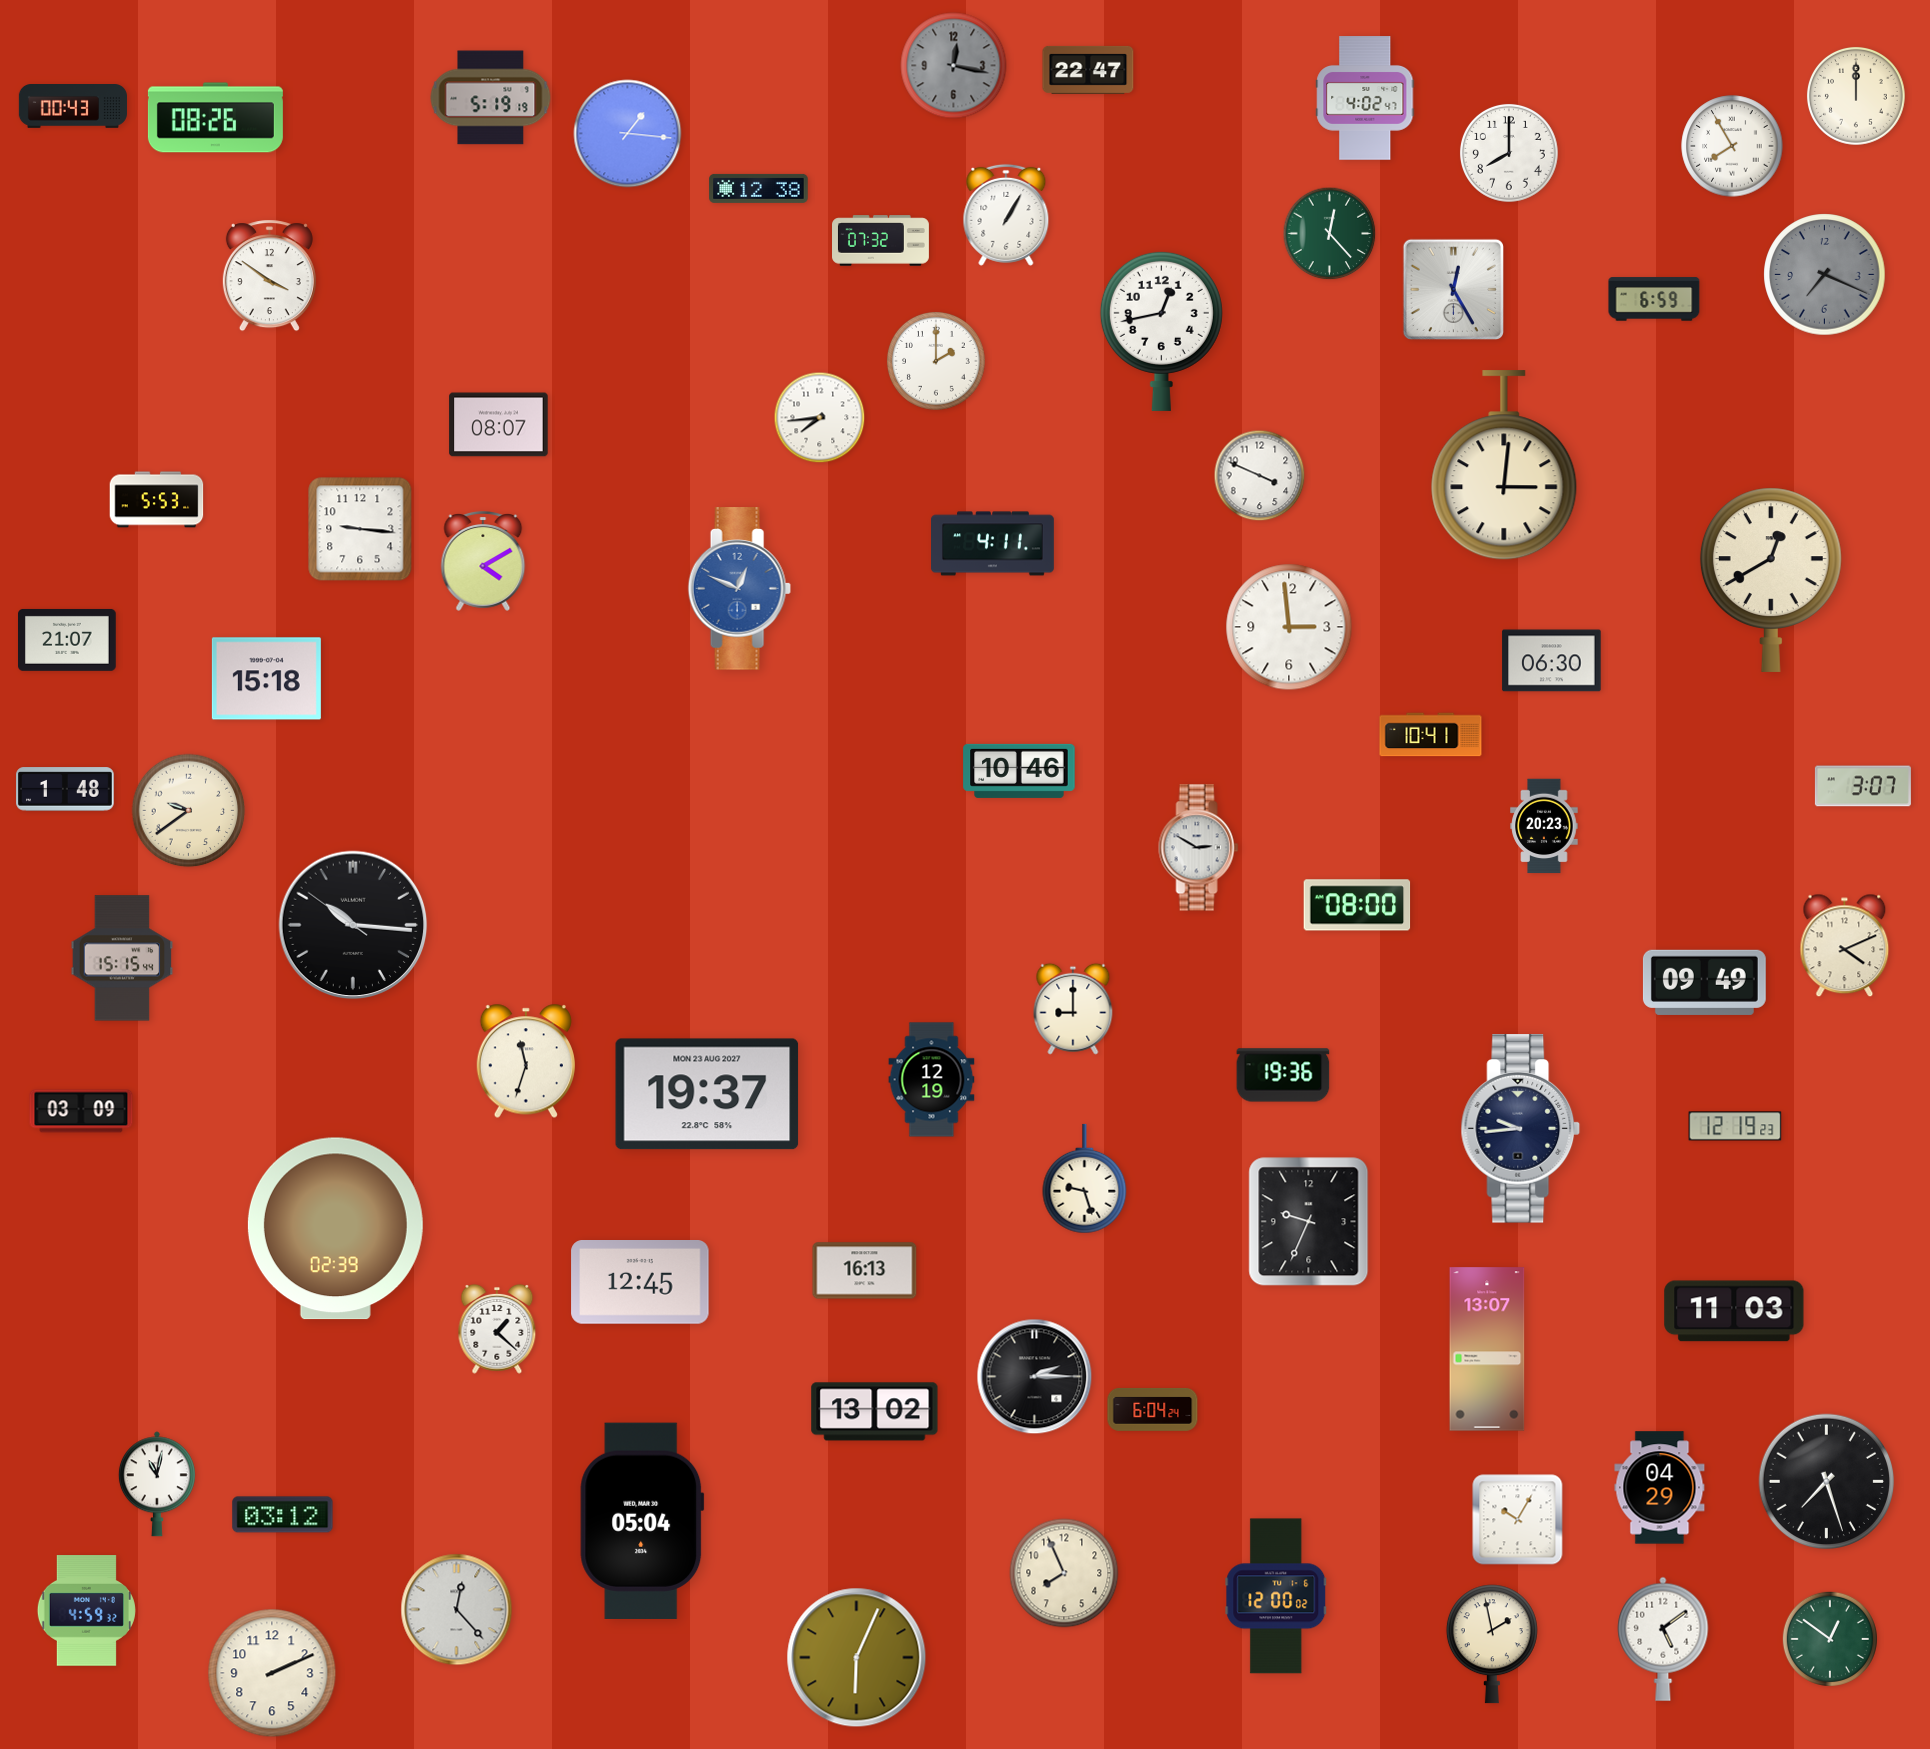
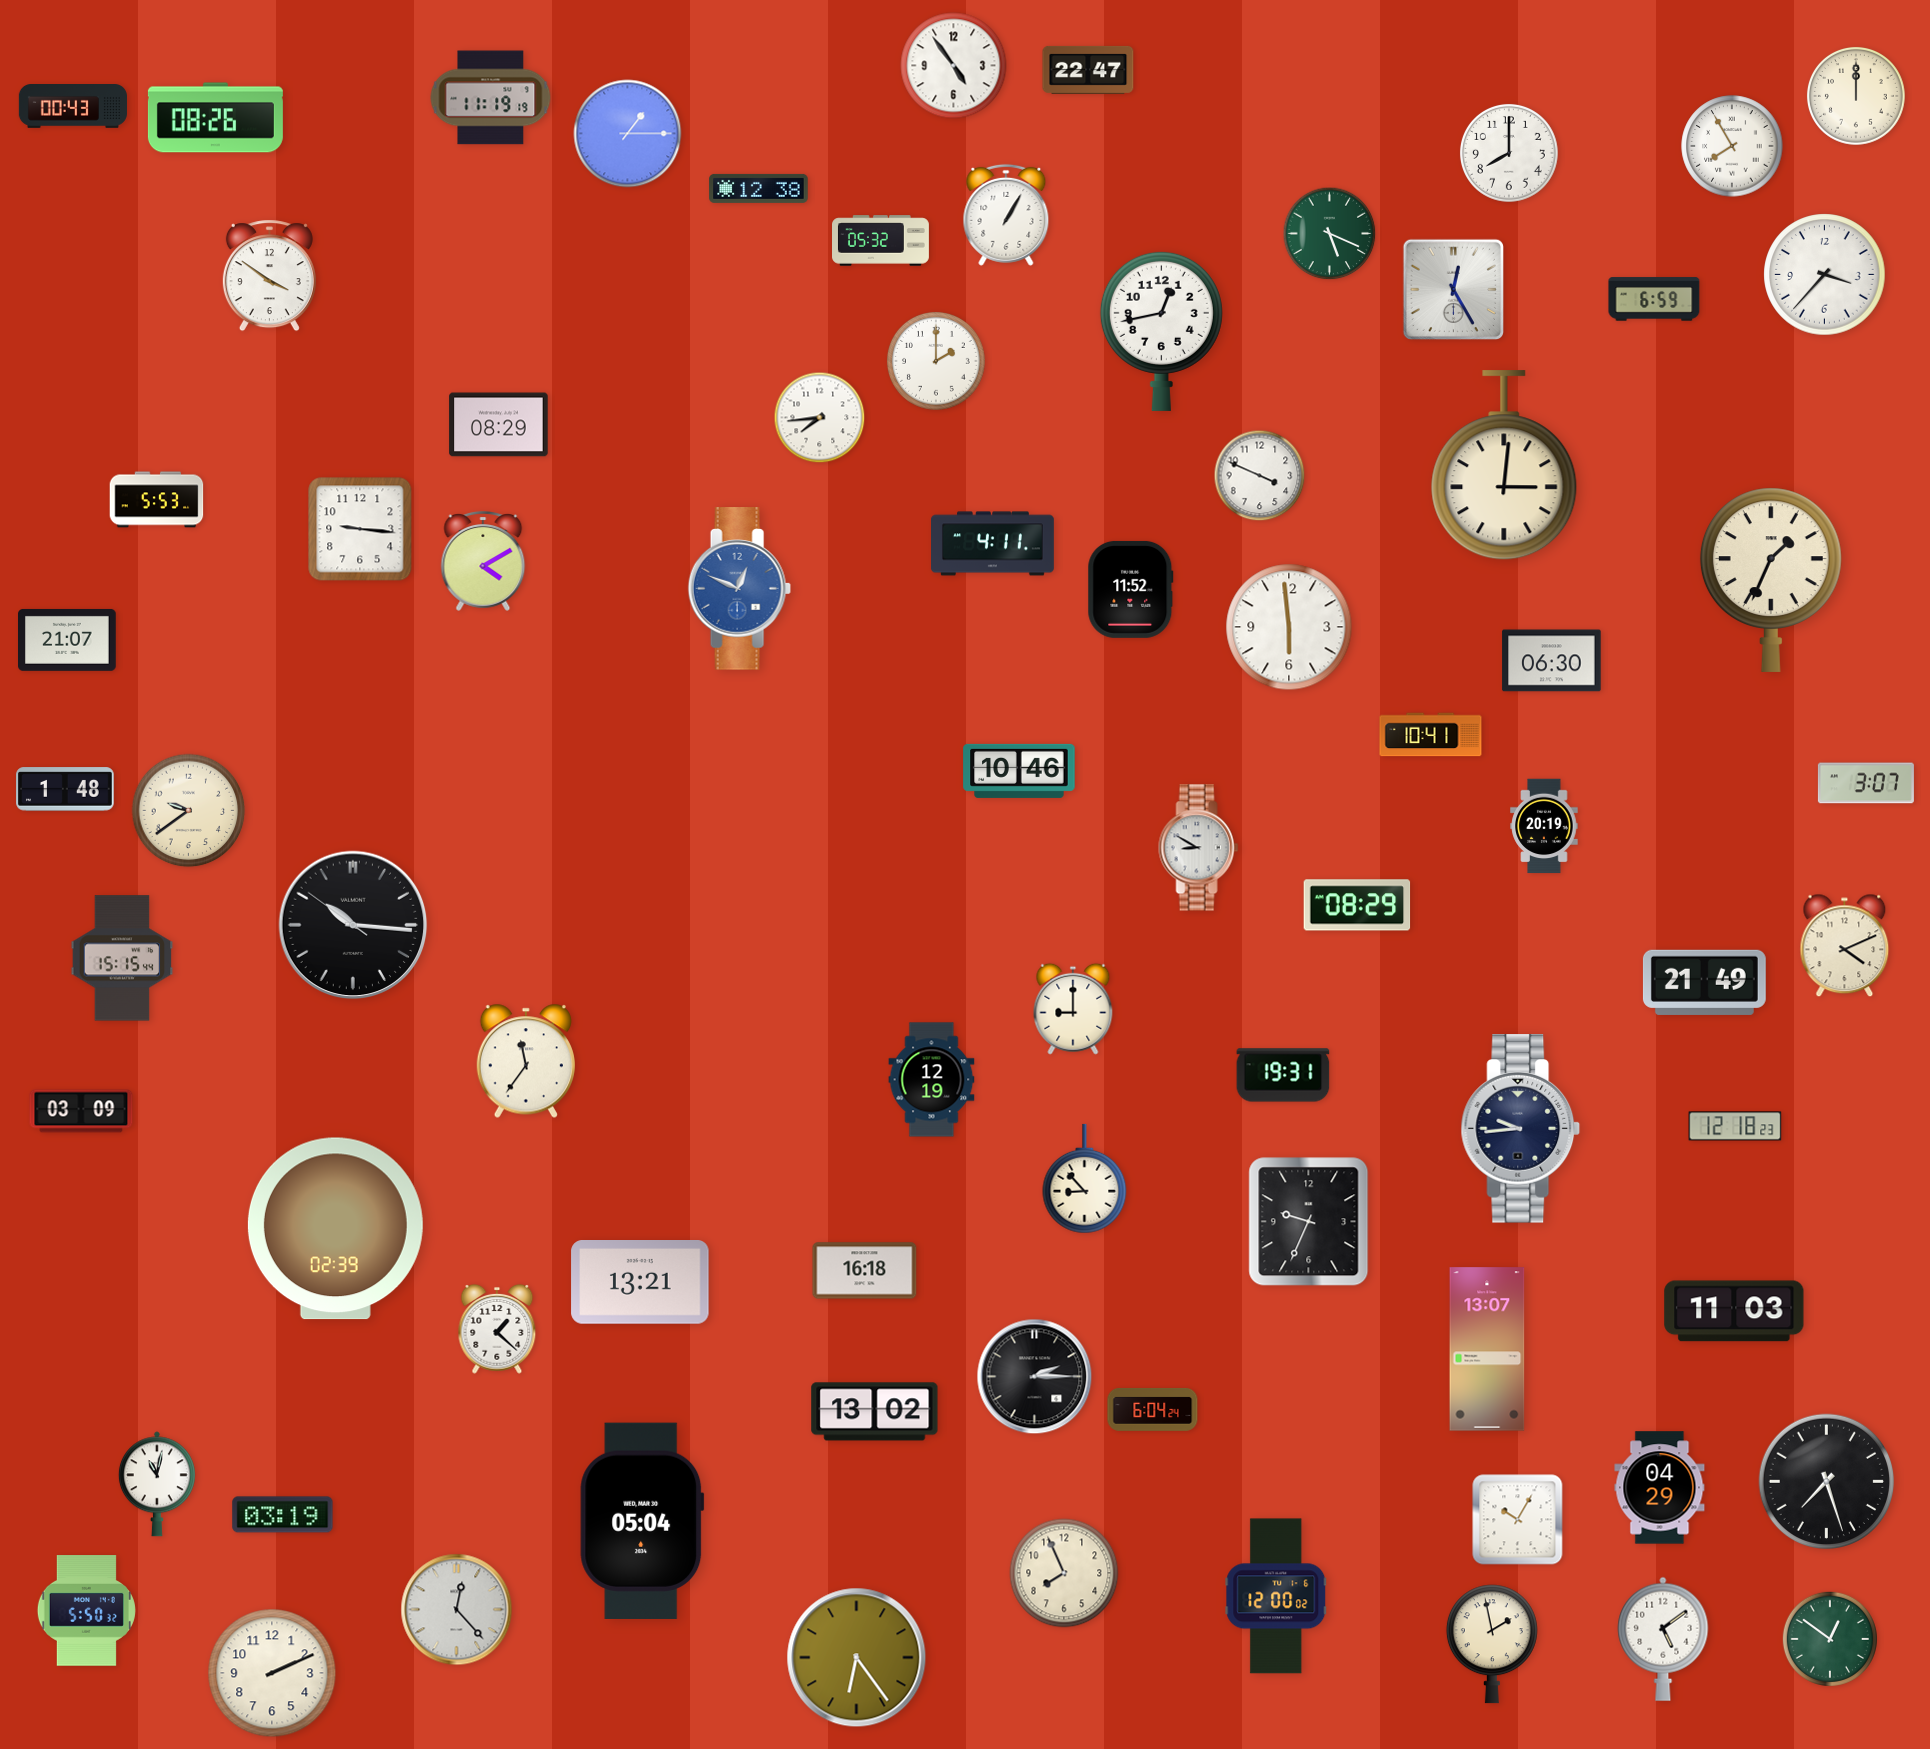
clock at (954, 66): 12:17 -> 4:54
clock at (954, 66) dial: grey -> white
clock at (491, 98): 5:19 -> 11:19
clock at (1365, 98): 4:02 -> none
clock at (628, 134): 1:16 -> 1:15
clock at (1330, 234): 12:23 -> 5:19
clock at (881, 241): 07:32 -> 05:32
clock at (1825, 275): 7:19 -> 3:37
clock at (1825, 275) dial: grey -> white
clock at (499, 425): 08:07 -> 08:29
clock at (1771, 580): 12:40 -> 1:34
clock at (1131, 589): none -> 11:52
clock at (1289, 627): 2:59 -> 5:59
clock at (266, 679): 15:18 -> none
clock at (1863, 786) position: (1863, 786) -> (1866, 783)
clock at (1544, 826): 20:23 -> 20:19
clock at (1199, 848): 2:50 -> 8:50
clock at (1357, 905): 08:00 -> 08:29
clock at (1704, 982): 09:49 -> 21:49
clock at (526, 1061): 11:33 -> 11:36
clock at (1283, 1075): 19:36 -> 19:31
clock at (707, 1094): 19:37 -> none
clock at (1735, 1126): 12:19 -> 12:18
clock at (1085, 1179): 9:27 -> 8:53
clock at (865, 1271): 16:13 -> 16:18
clock at (640, 1283): 12:45 -> 13:21
clock at (283, 1515): 03:12 -> 03:19
clock at (86, 1611): 4:59 -> 5:50
clock at (857, 1658): 6:04 -> 6:24
